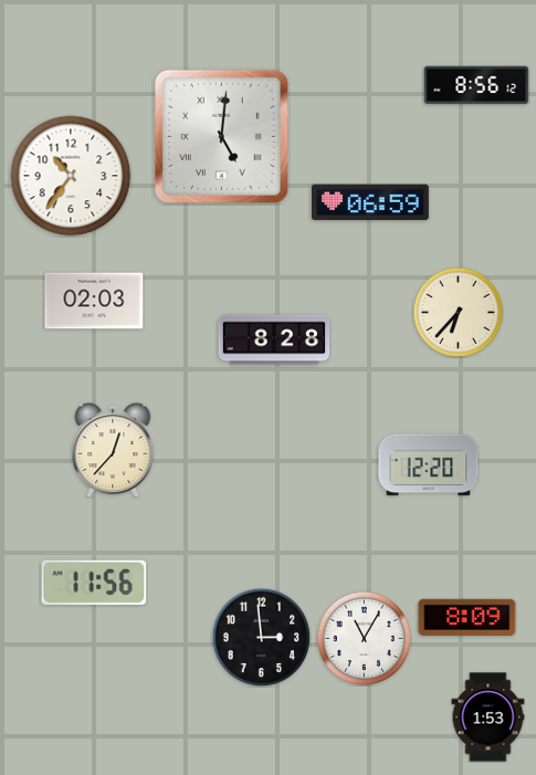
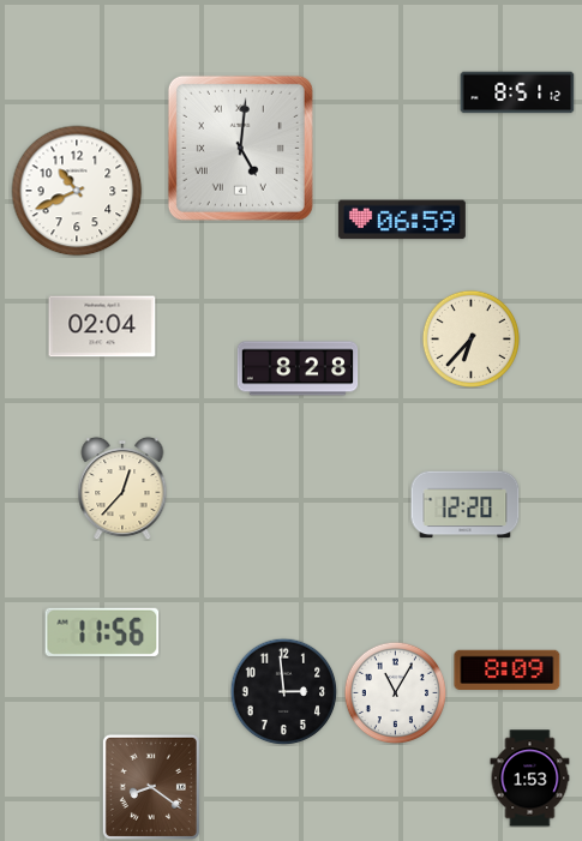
clock at (476, 85): 8:56 -> 8:51
clock at (71, 176): 10:36 -> 10:41
clock at (94, 301): 02:03 -> 02:04
clock at (458, 312) position: (458, 312) -> (470, 338)
clock at (151, 787): none -> 8:21
